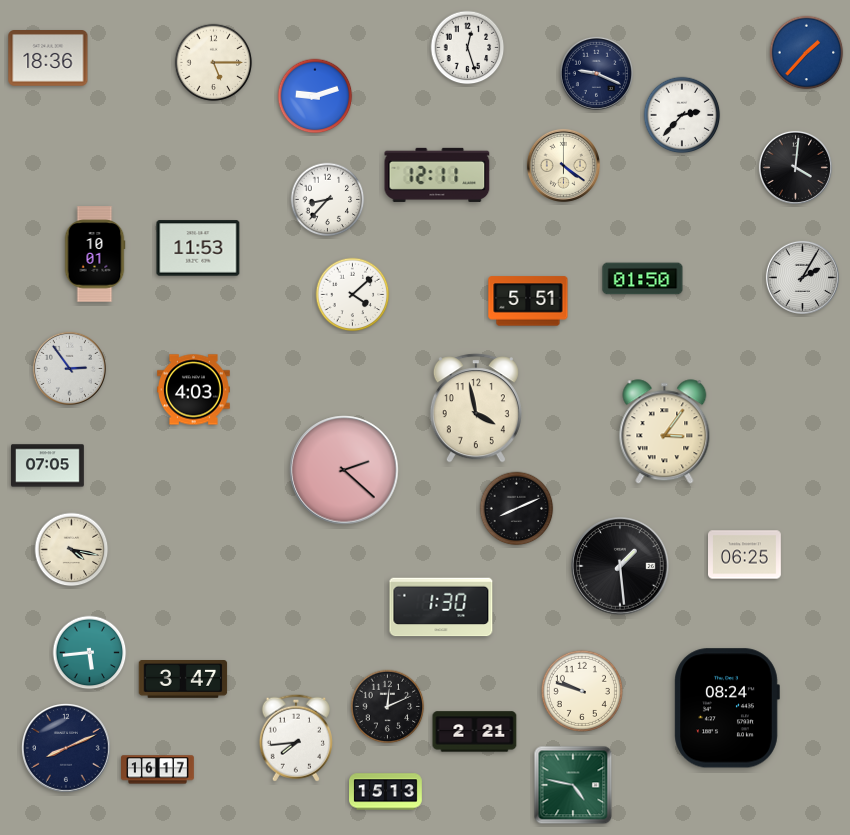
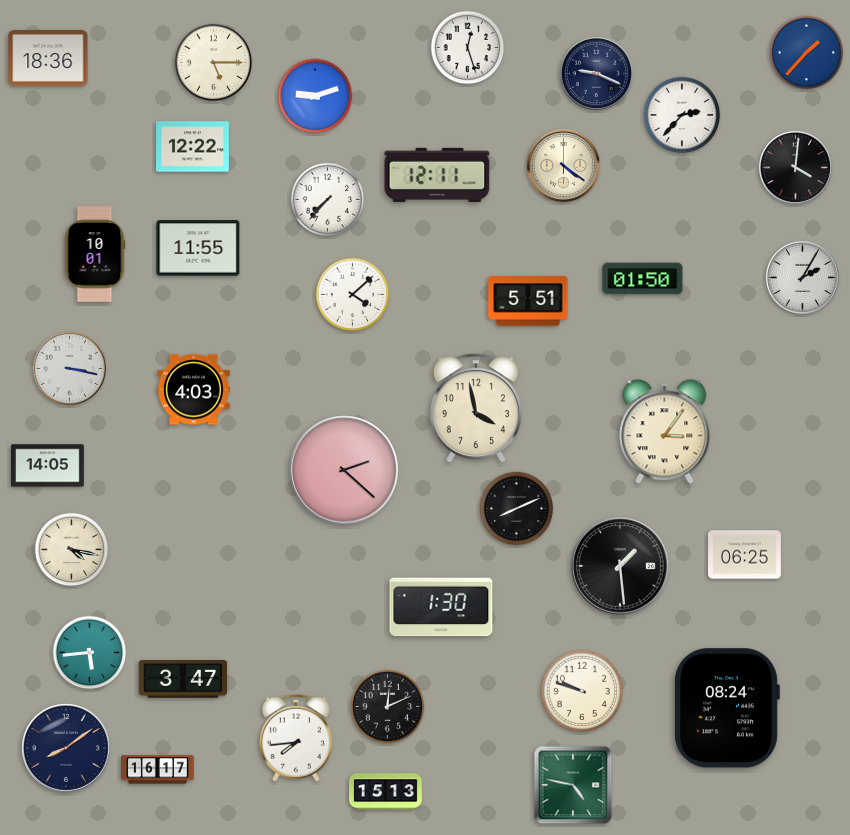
clock at (193, 147): none -> 12:22
clock at (328, 200): 8:37 -> 7:37
clock at (198, 248): 11:53 -> 11:55
clock at (69, 368): 2:54 -> 3:17
clock at (48, 466): 07:05 -> 14:05
clock at (475, 732): 2:21 -> none
clock at (67, 749): 8:11 -> 8:09
